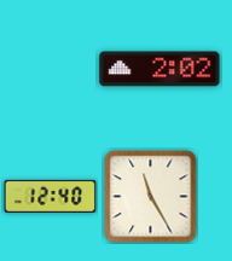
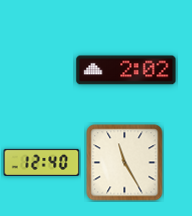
clock at (159, 69) position: (159, 69) -> (126, 70)
